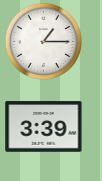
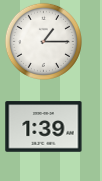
clock at (44, 127): 3:39 -> 1:39
